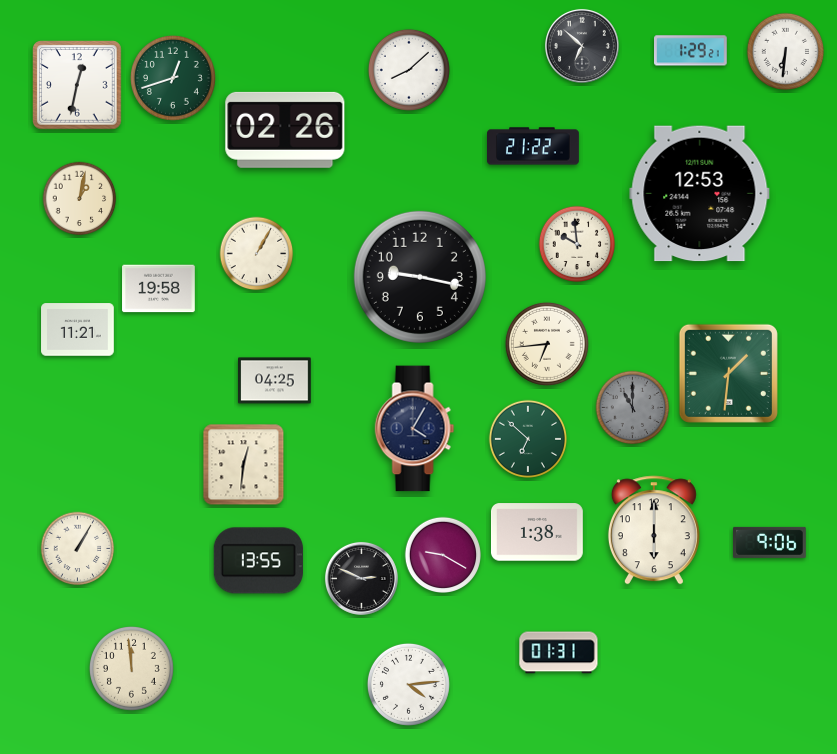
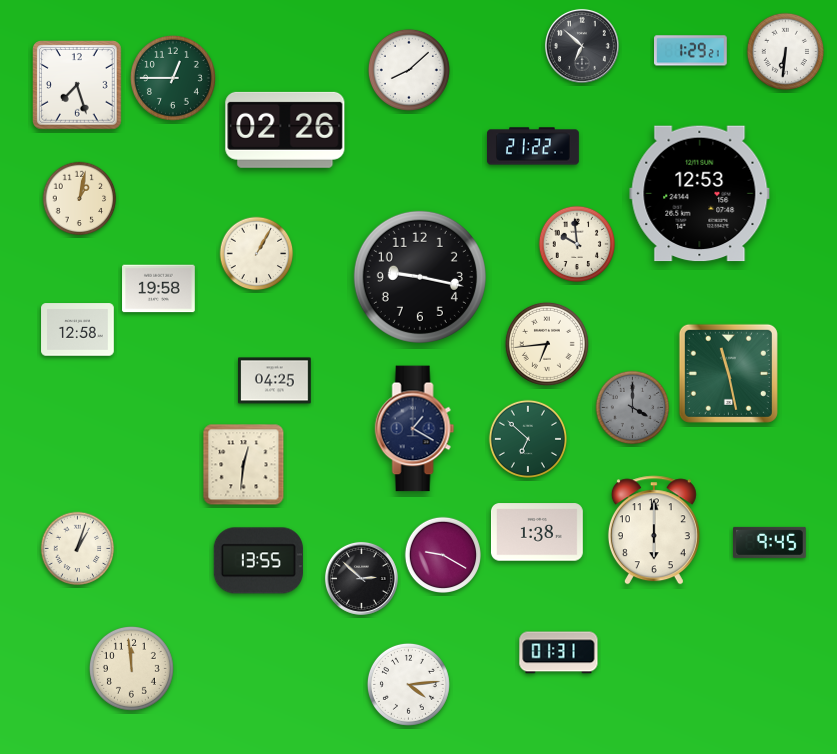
clock at (173, 78): 12:42 -> 12:45
clock at (77, 85): 12:32 -> 7:27
clock at (78, 330): 11:21 -> 12:58
clock at (728, 373): 1:31 -> 11:28
clock at (633, 408): 11:00 -> 4:00
clock at (415, 429): 4:05 -> 1:20
clock at (770, 542): 9:06 -> 9:45
clock at (78, 549): 1:05 -> 1:03
clock at (361, 578): 2:49 -> 2:52
